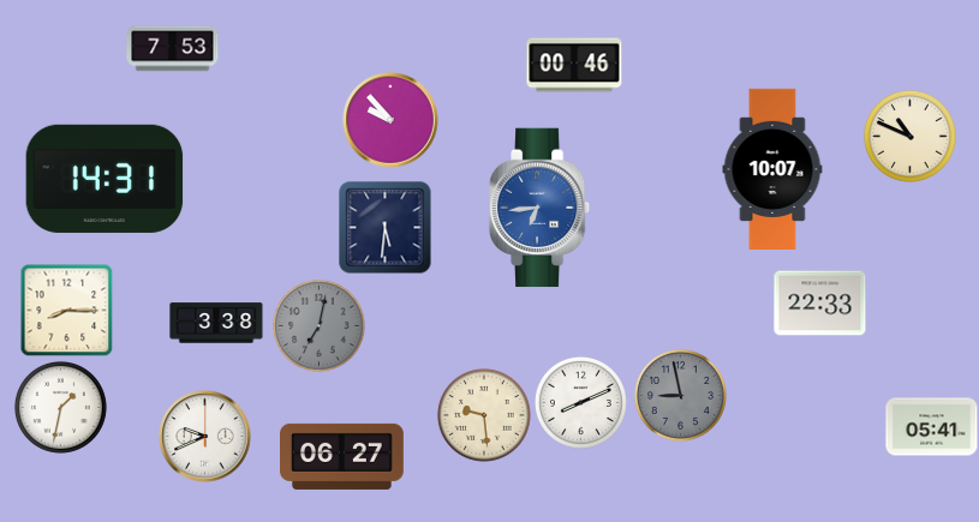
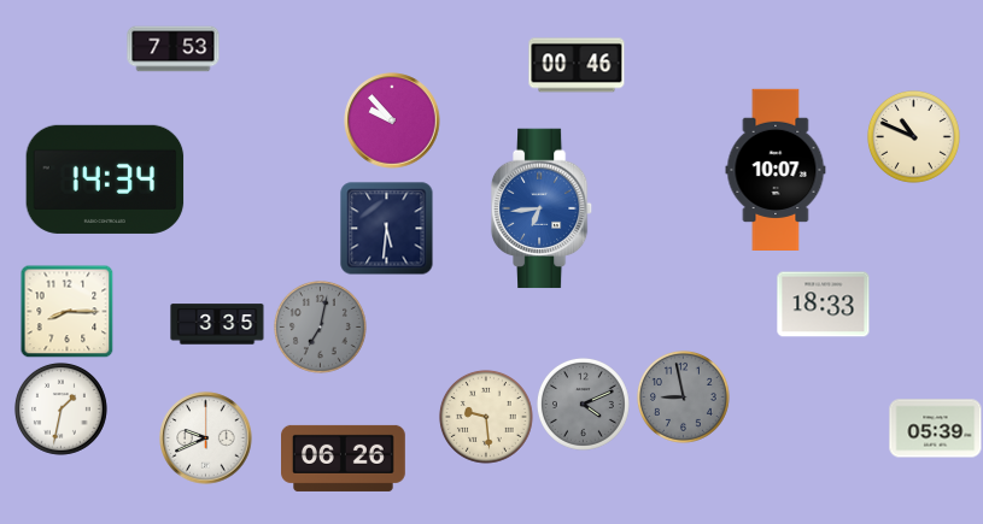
clock at (105, 179): 14:31 -> 14:34
clock at (820, 304): 22:33 -> 18:33
clock at (216, 323): 3:38 -> 3:35
clock at (580, 402): 8:11 -> 4:11
clock at (580, 402) dial: white -> grey
clock at (932, 427): 05:41 -> 05:39
clock at (342, 456): 06:27 -> 06:26
